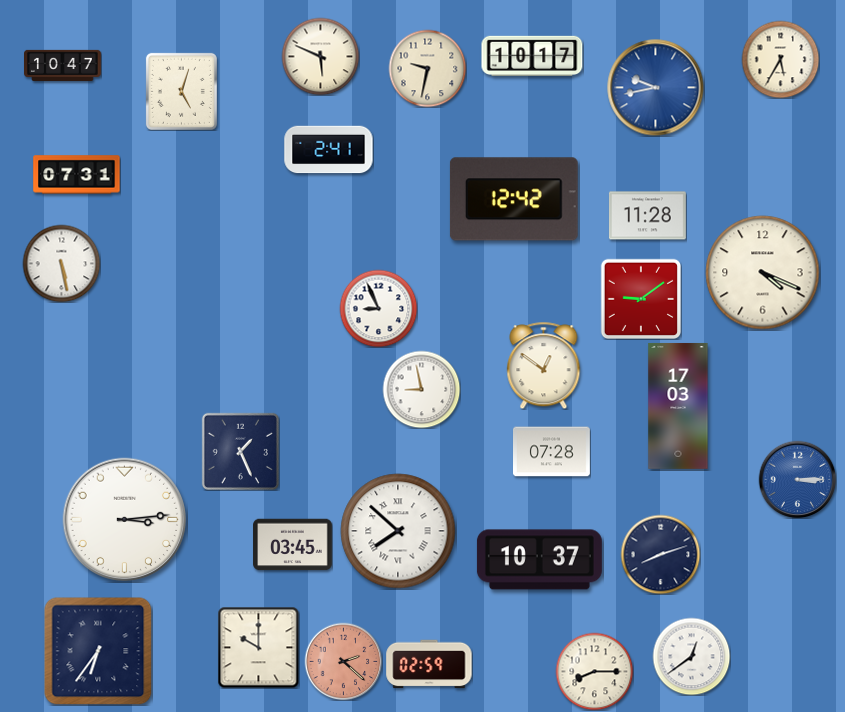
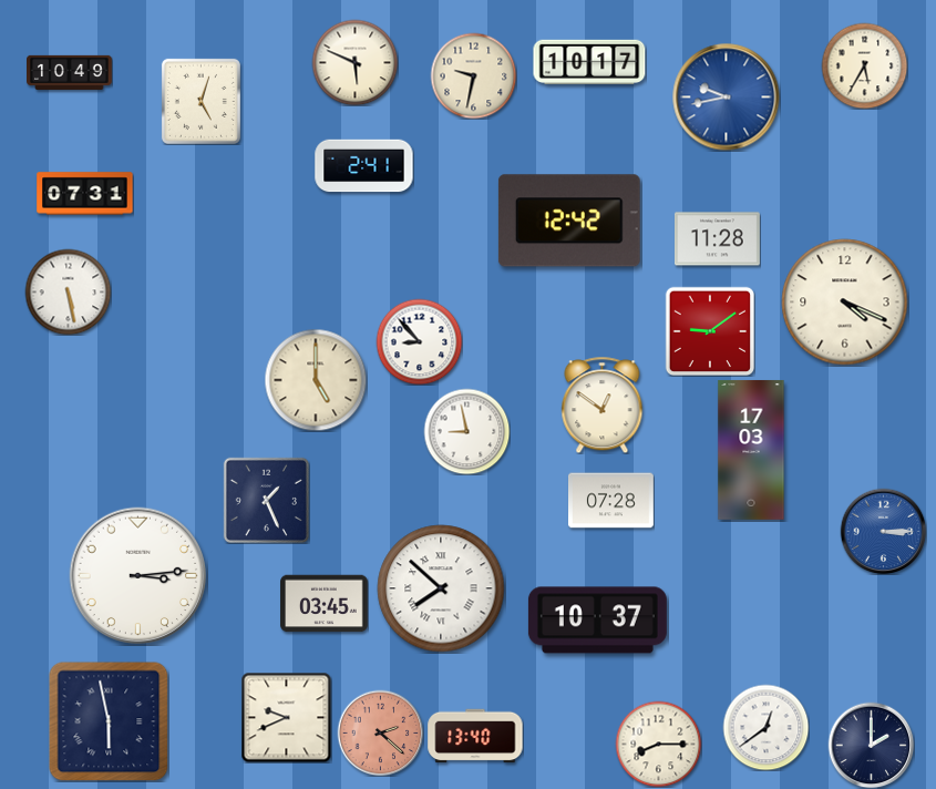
clock at (63, 65): 10:47 -> 10:49
clock at (378, 308): 8:56 -> 8:53
clock at (316, 380): none -> 5:00
clock at (660, 554): 8:12 -> none
clock at (258, 647): 10:00 -> 9:41
clock at (98, 651): 6:36 -> 5:58
clock at (429, 664): 02:59 -> 13:40
clock at (871, 745): none -> 2:00
